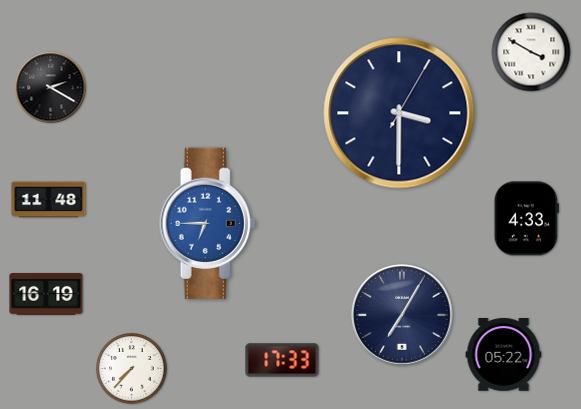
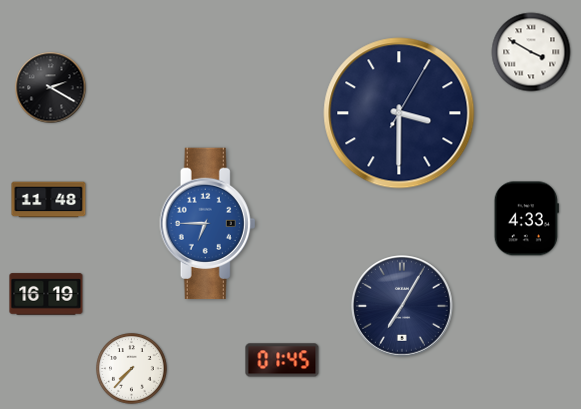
clock at (403, 316) position: (403, 316) -> (403, 307)
clock at (504, 355): 05:22 -> none
clock at (282, 360): 17:33 -> 01:45
